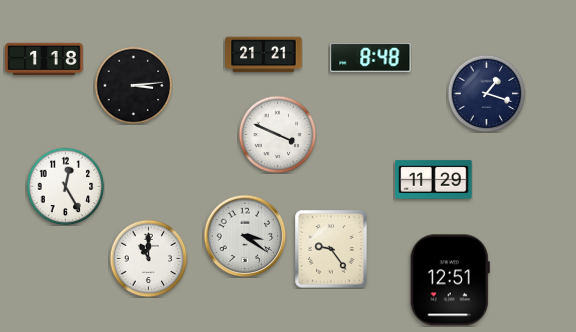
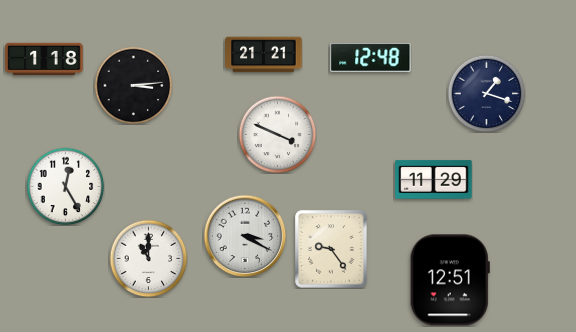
clock at (371, 57): 8:48 -> 12:48
clock at (245, 236): 3:21 -> 3:20
